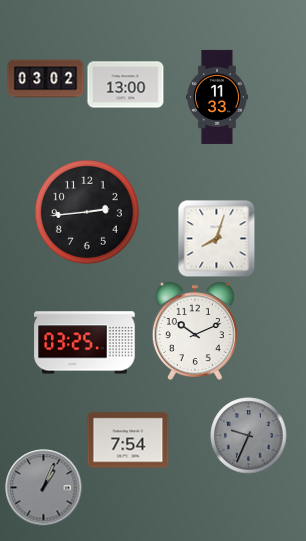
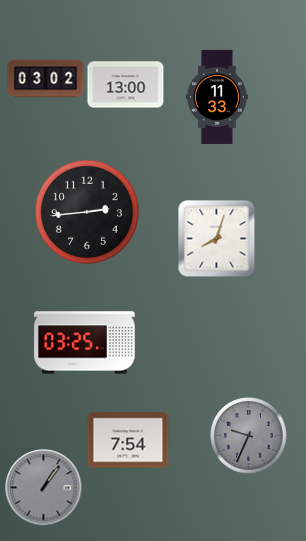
clock at (195, 331): 10:11 -> none
clock at (44, 488): 1:04 -> 1:06
